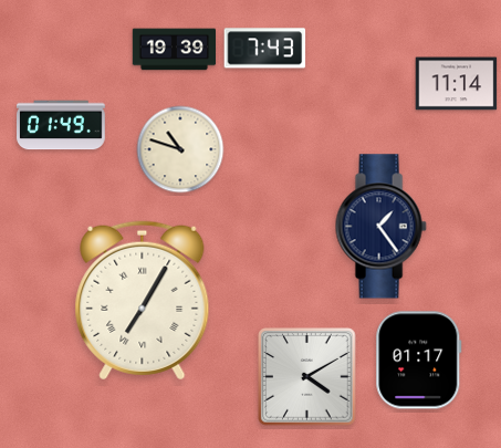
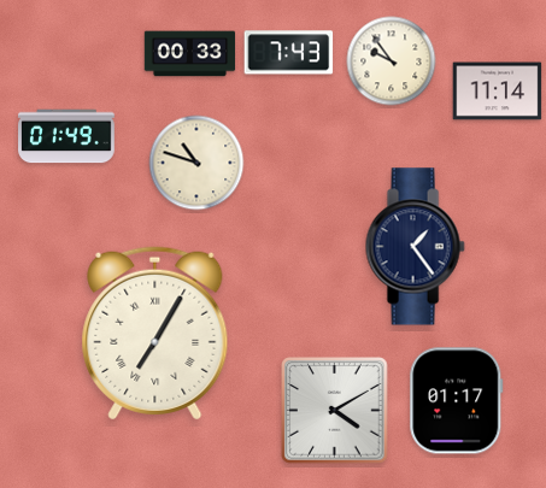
clock at (175, 50): 19:39 -> 00:33
clock at (392, 61): none -> 9:54
clock at (143, 301) position: (143, 301) -> (155, 334)
clock at (419, 361) position: (419, 361) -> (457, 401)
